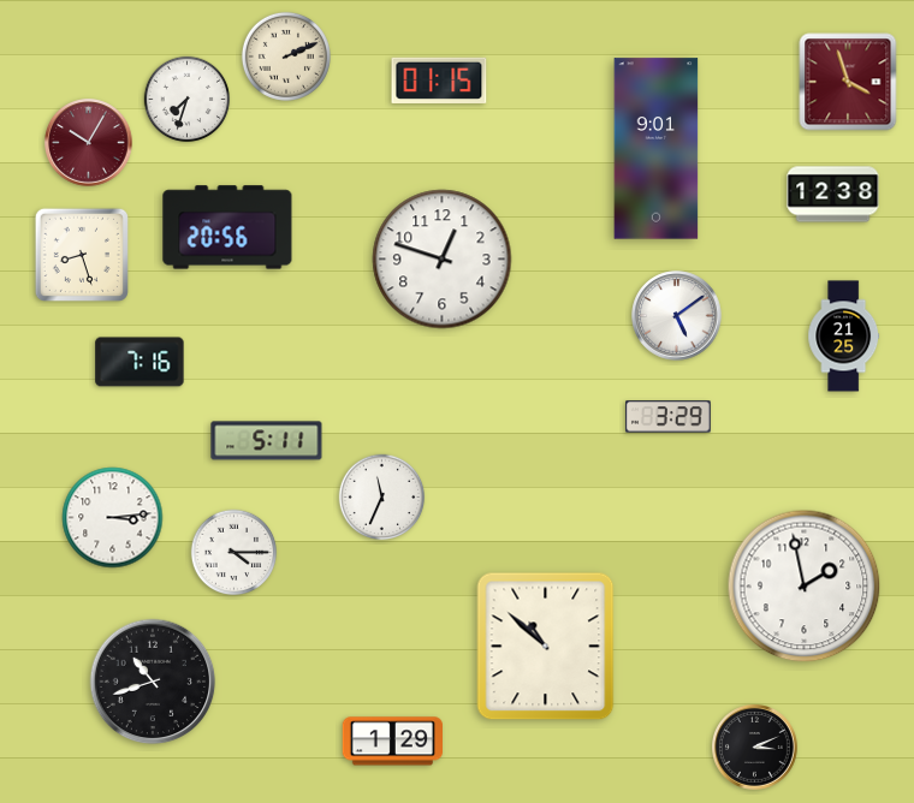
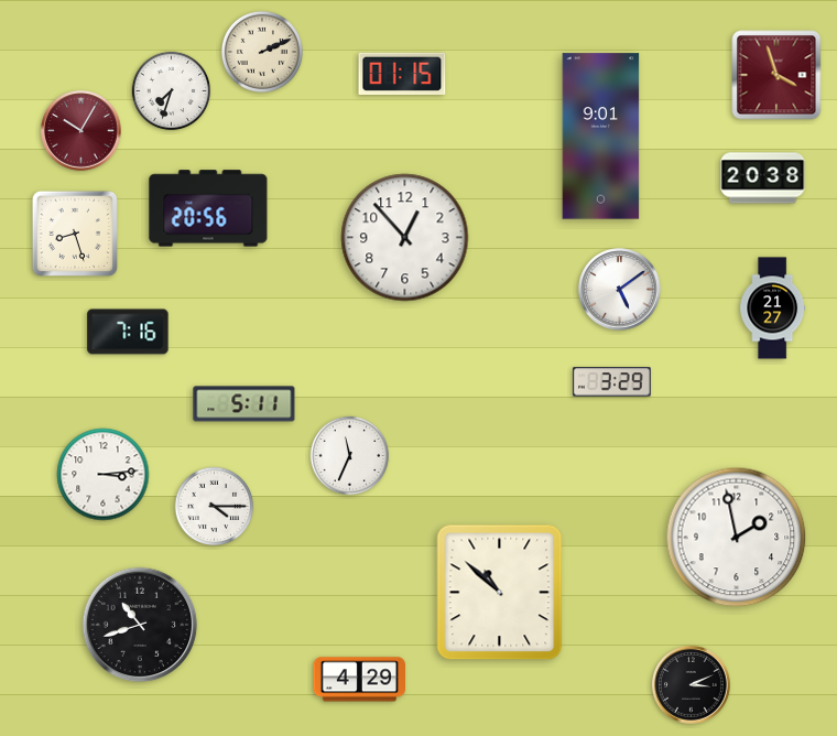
clock at (833, 195): 12:38 -> 20:38
clock at (443, 260): 12:48 -> 12:53
clock at (844, 337): 21:25 -> 21:27
clock at (392, 742): 1:29 -> 4:29
